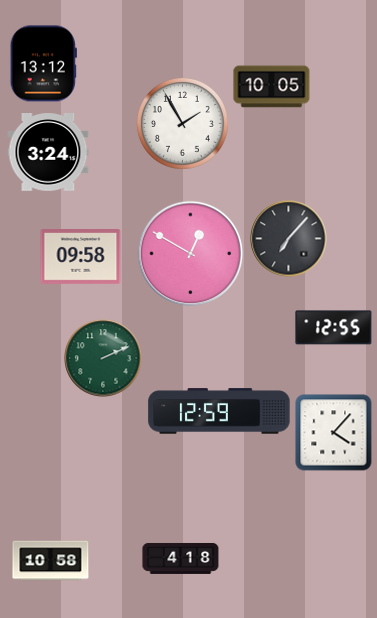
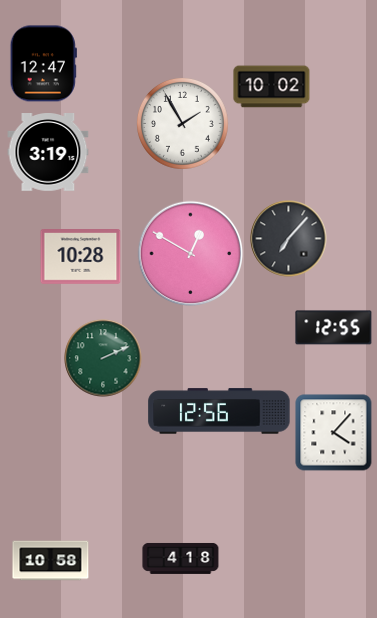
clock at (43, 64): 13:12 -> 12:47
clock at (272, 87): 10:05 -> 10:02
clock at (48, 153): 3:24 -> 3:19
clock at (81, 257): 09:58 -> 10:28
clock at (219, 411): 12:59 -> 12:56
